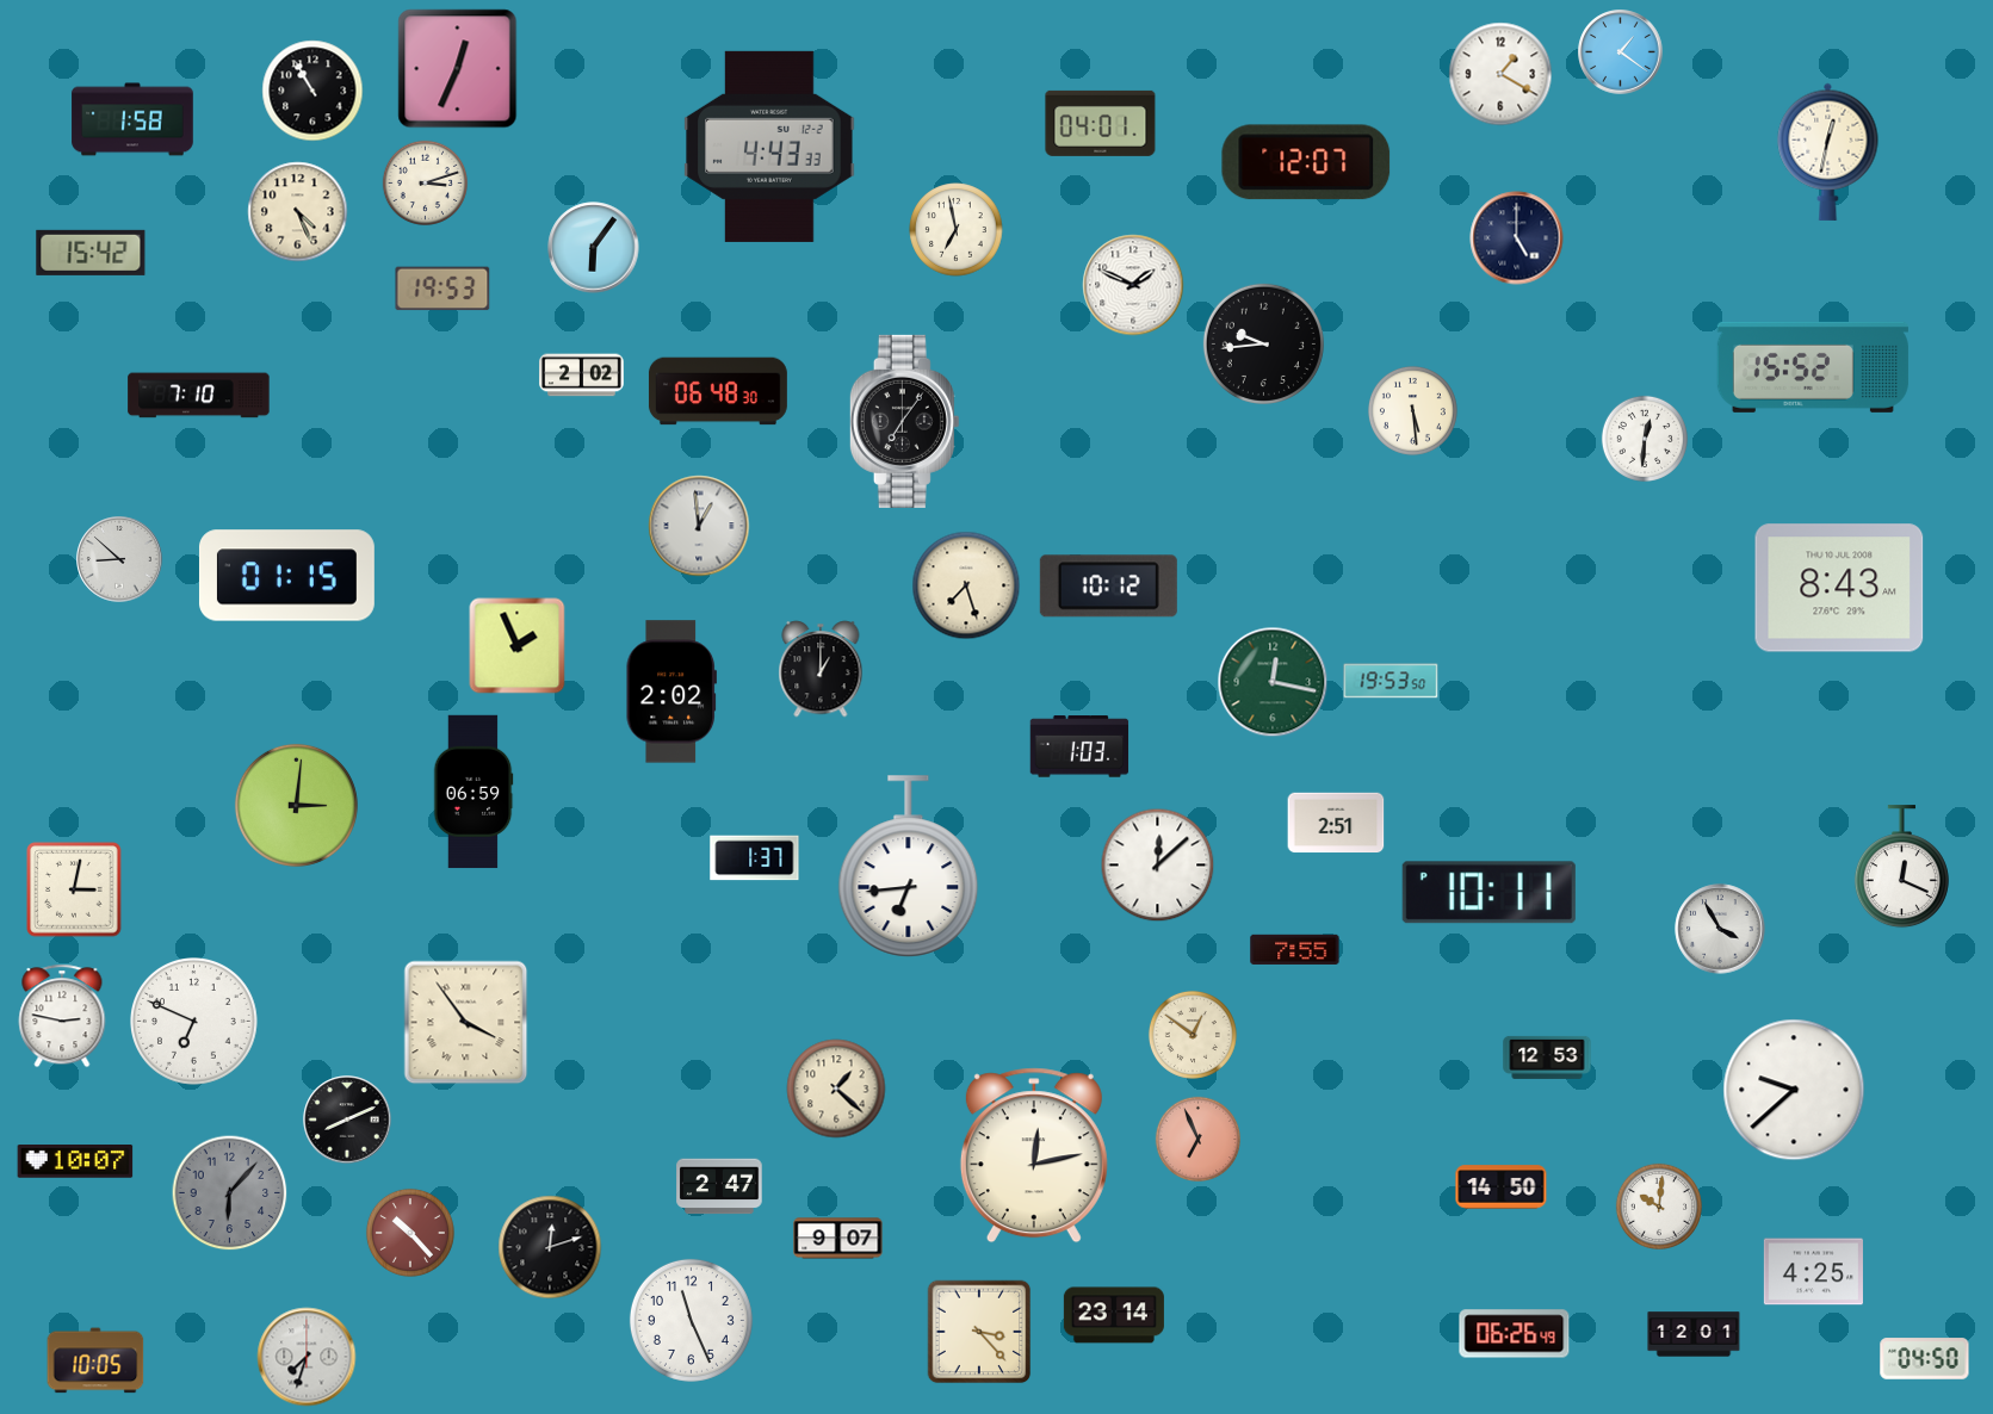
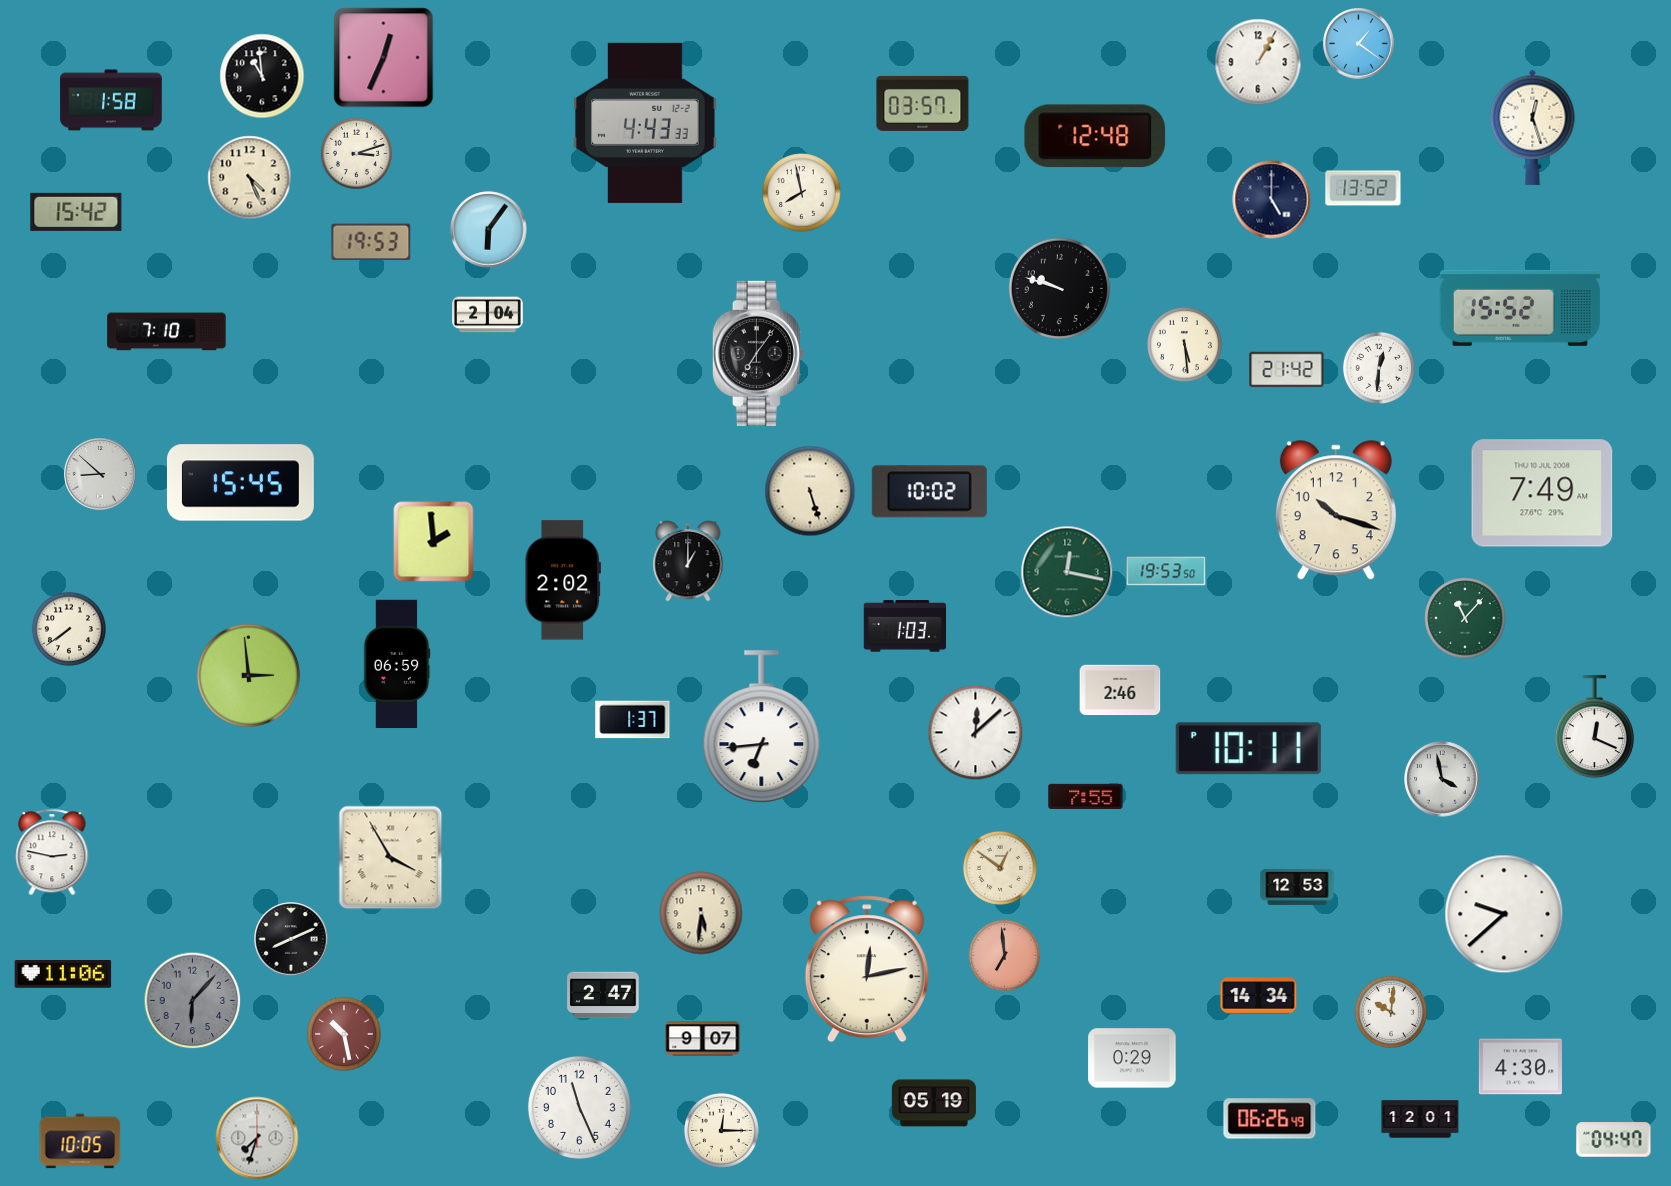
clock at (1500, 74): 1:20 -> 1:05
clock at (312, 91): 10:55 -> 10:59
clock at (1101, 123): 04:01 -> 03:57
clock at (1828, 151): 12:32 -> 12:27
clock at (1306, 162): 12:07 -> 12:48
clock at (1363, 188): none -> 13:52
clock at (957, 230): 6:58 -> 7:58
clock at (594, 248) position: (594, 248) -> (489, 230)
clock at (1133, 285): 1:49 -> none
clock at (1263, 343): 9:44 -> 9:48
clock at (582, 376): 2:02 -> 2:04
clock at (718, 391): 06:48 -> none
clock at (1287, 370): none -> 21:42
clock at (699, 526): 12:59 -> none
clock at (119, 559) position: (119, 559) -> (100, 474)
clock at (286, 576): 01:15 -> 15:45
clock at (966, 585): 7:27 -> 5:27
clock at (1108, 587): 10:12 -> 10:02
clock at (1839, 588): 8:43 -> 7:49
clock at (1336, 511): none -> 10:18
clock at (518, 646): 1:56 -> 1:59
clock at (1465, 618): none -> 11:07
clock at (69, 629): none -> 7:39
clock at (296, 805): 3:01 -> 2:59
clock at (1336, 823): 2:51 -> 2:46
clock at (1158, 866) position: (1158, 866) -> (976, 733)
clock at (74, 889): 3:02 -> none
clock at (1720, 929): 3:55 -> 3:58
clock at (194, 1022): 6:49 -> none
clock at (466, 1023): 3:54 -> 3:55
clock at (836, 1089): 1:22 -> 5:31
clock at (1197, 1139): 6:56 -> 6:59
clock at (75, 1162): 10:07 -> 11:06
clock at (1502, 1187): 14:50 -> 14:34
clock at (410, 1233): 10:23 -> 10:28
clock at (550, 1247): 12:12 -> none
clock at (1132, 1058): none -> 0:29
clock at (1813, 1272): 4:25 -> 4:30
clock at (1114, 1315): 23:14 -> 05:19
clock at (979, 1332): 3:23 -> none
clock at (721, 1130): none -> 12:15
clock at (1925, 1359): 04:50 -> 04:47
